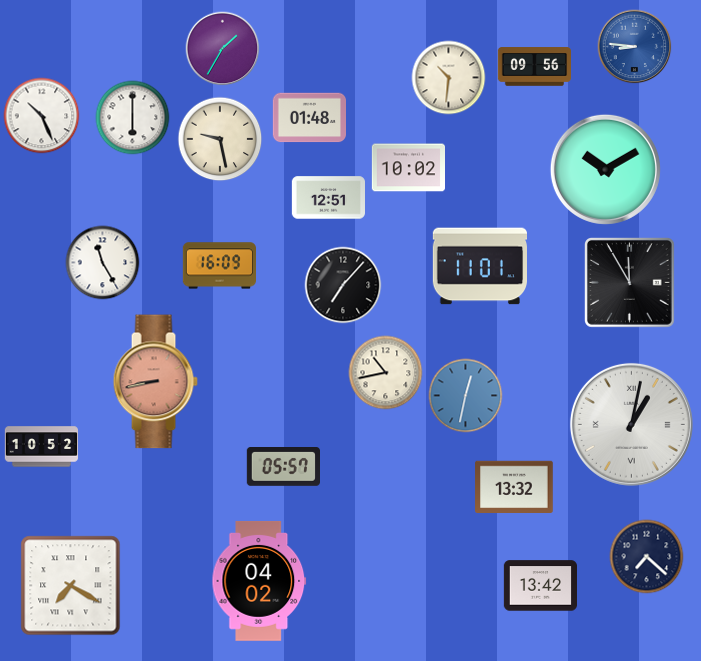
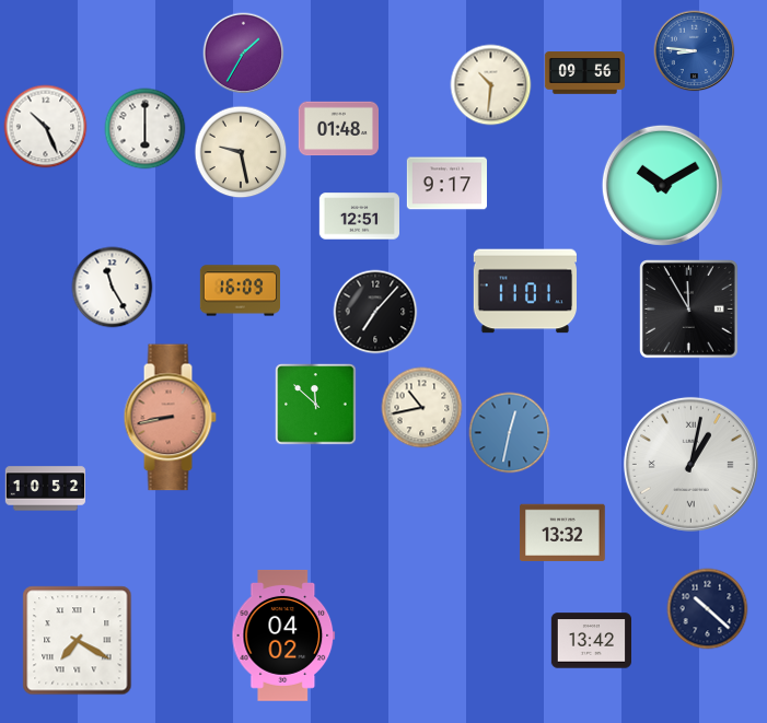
clock at (408, 168): 10:02 -> 9:17
clock at (316, 405): none -> 11:52
clock at (283, 467): 05:57 -> none
clock at (647, 557): 7:22 -> 10:22
